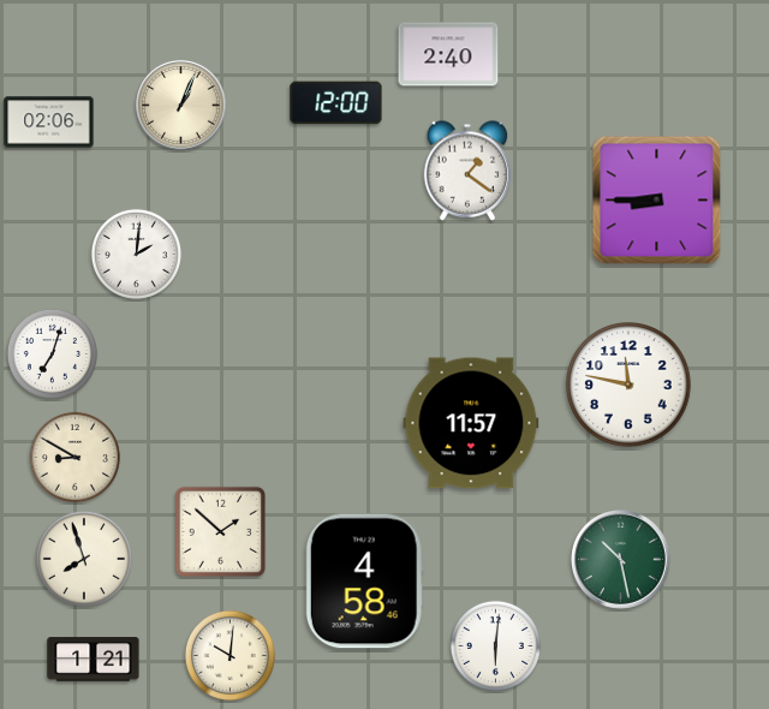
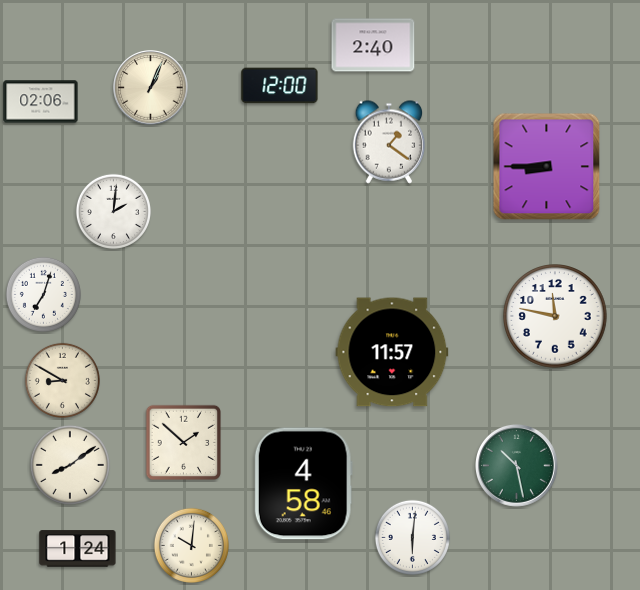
clock at (628, 385) position: (628, 385) -> (555, 316)
clock at (84, 559): 7:57 -> 8:09
clock at (94, 660): 1:21 -> 1:24
